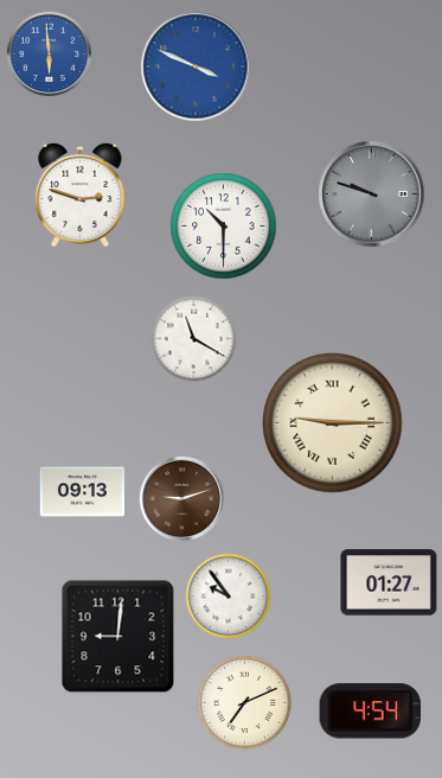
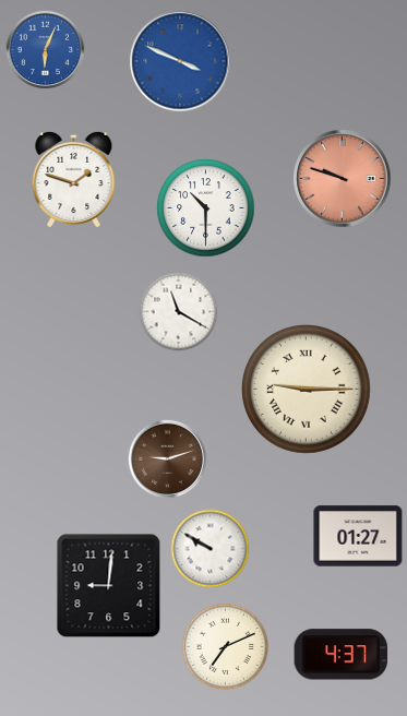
clock at (50, 55): 5:59 -> 6:04
clock at (81, 193): 2:48 -> 1:48
clock at (372, 194) dial: grey -> salmon
clock at (82, 492): 09:13 -> none
clock at (229, 597): 9:54 -> 9:50
clock at (371, 712): 4:54 -> 4:37
